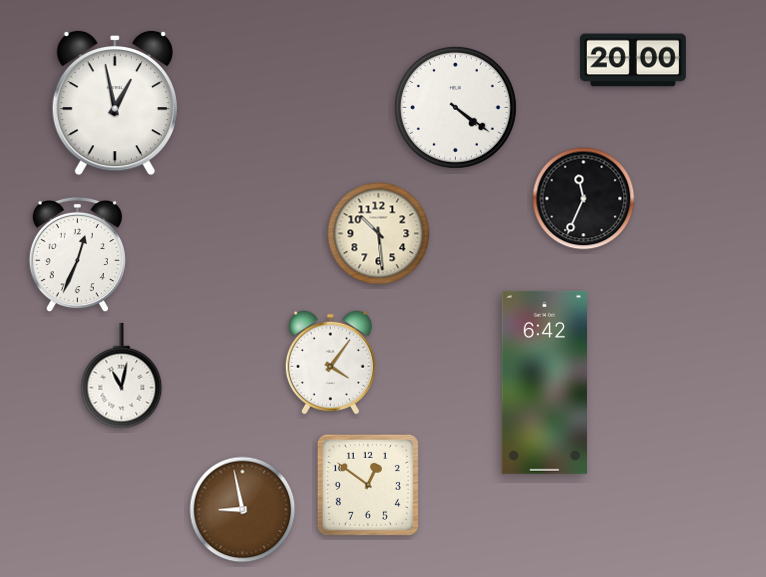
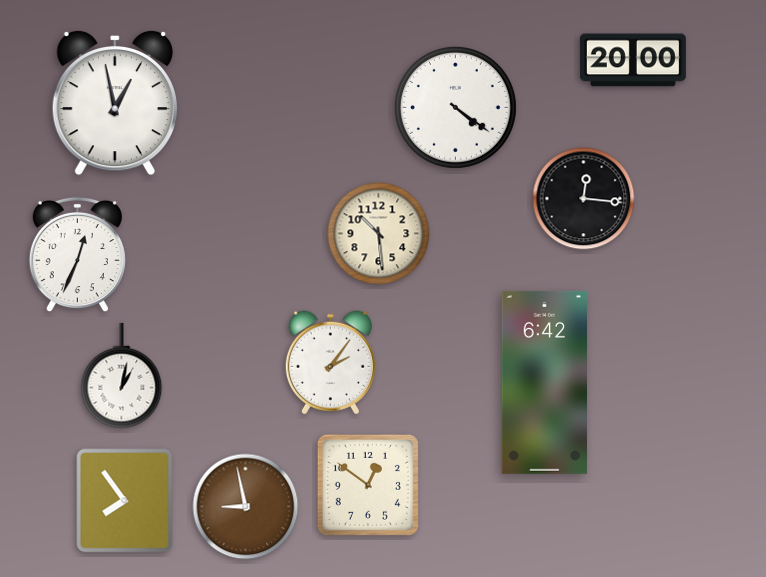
clock at (584, 199): 11:34 -> 12:16
clock at (330, 363): 4:06 -> 2:06
clock at (122, 376): 11:02 -> 1:02
clock at (125, 501): none -> 7:54
clock at (243, 510) position: (243, 510) -> (246, 507)
